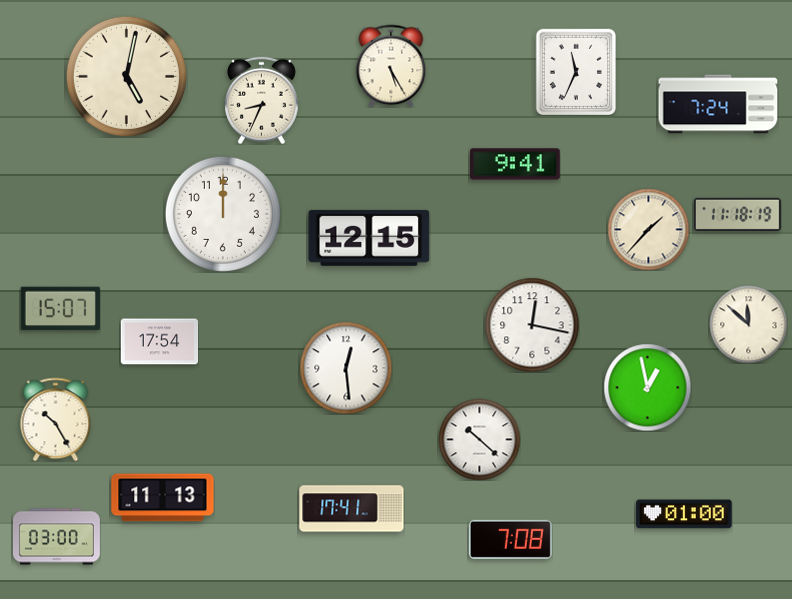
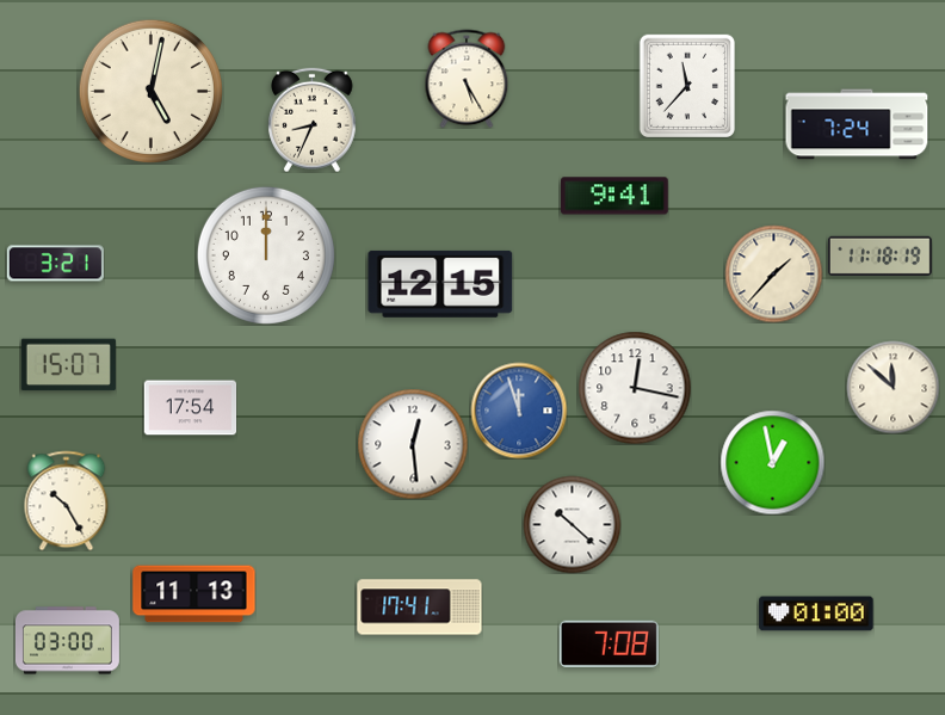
clock at (575, 71): 11:34 -> 11:37
clock at (55, 264): none -> 3:21
clock at (60, 309) position: (60, 309) -> (68, 365)
clock at (519, 411): none -> 11:57
clock at (346, 368) position: (346, 368) -> (413, 444)
